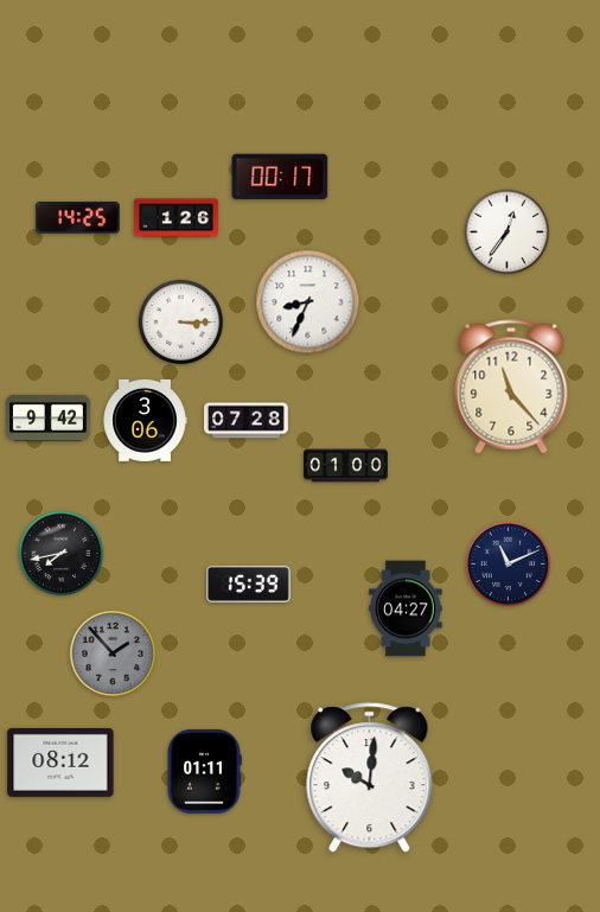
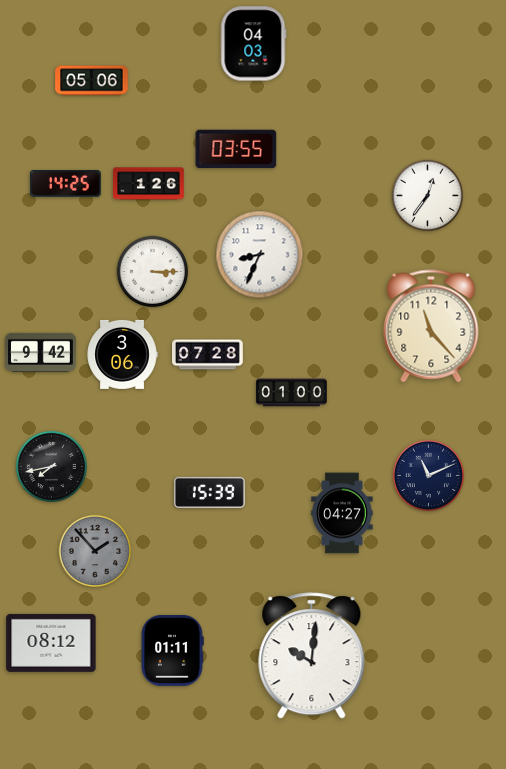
clock at (254, 44): none -> 04:03
clock at (92, 81): none -> 05:06
clock at (280, 177): 00:17 -> 03:55
